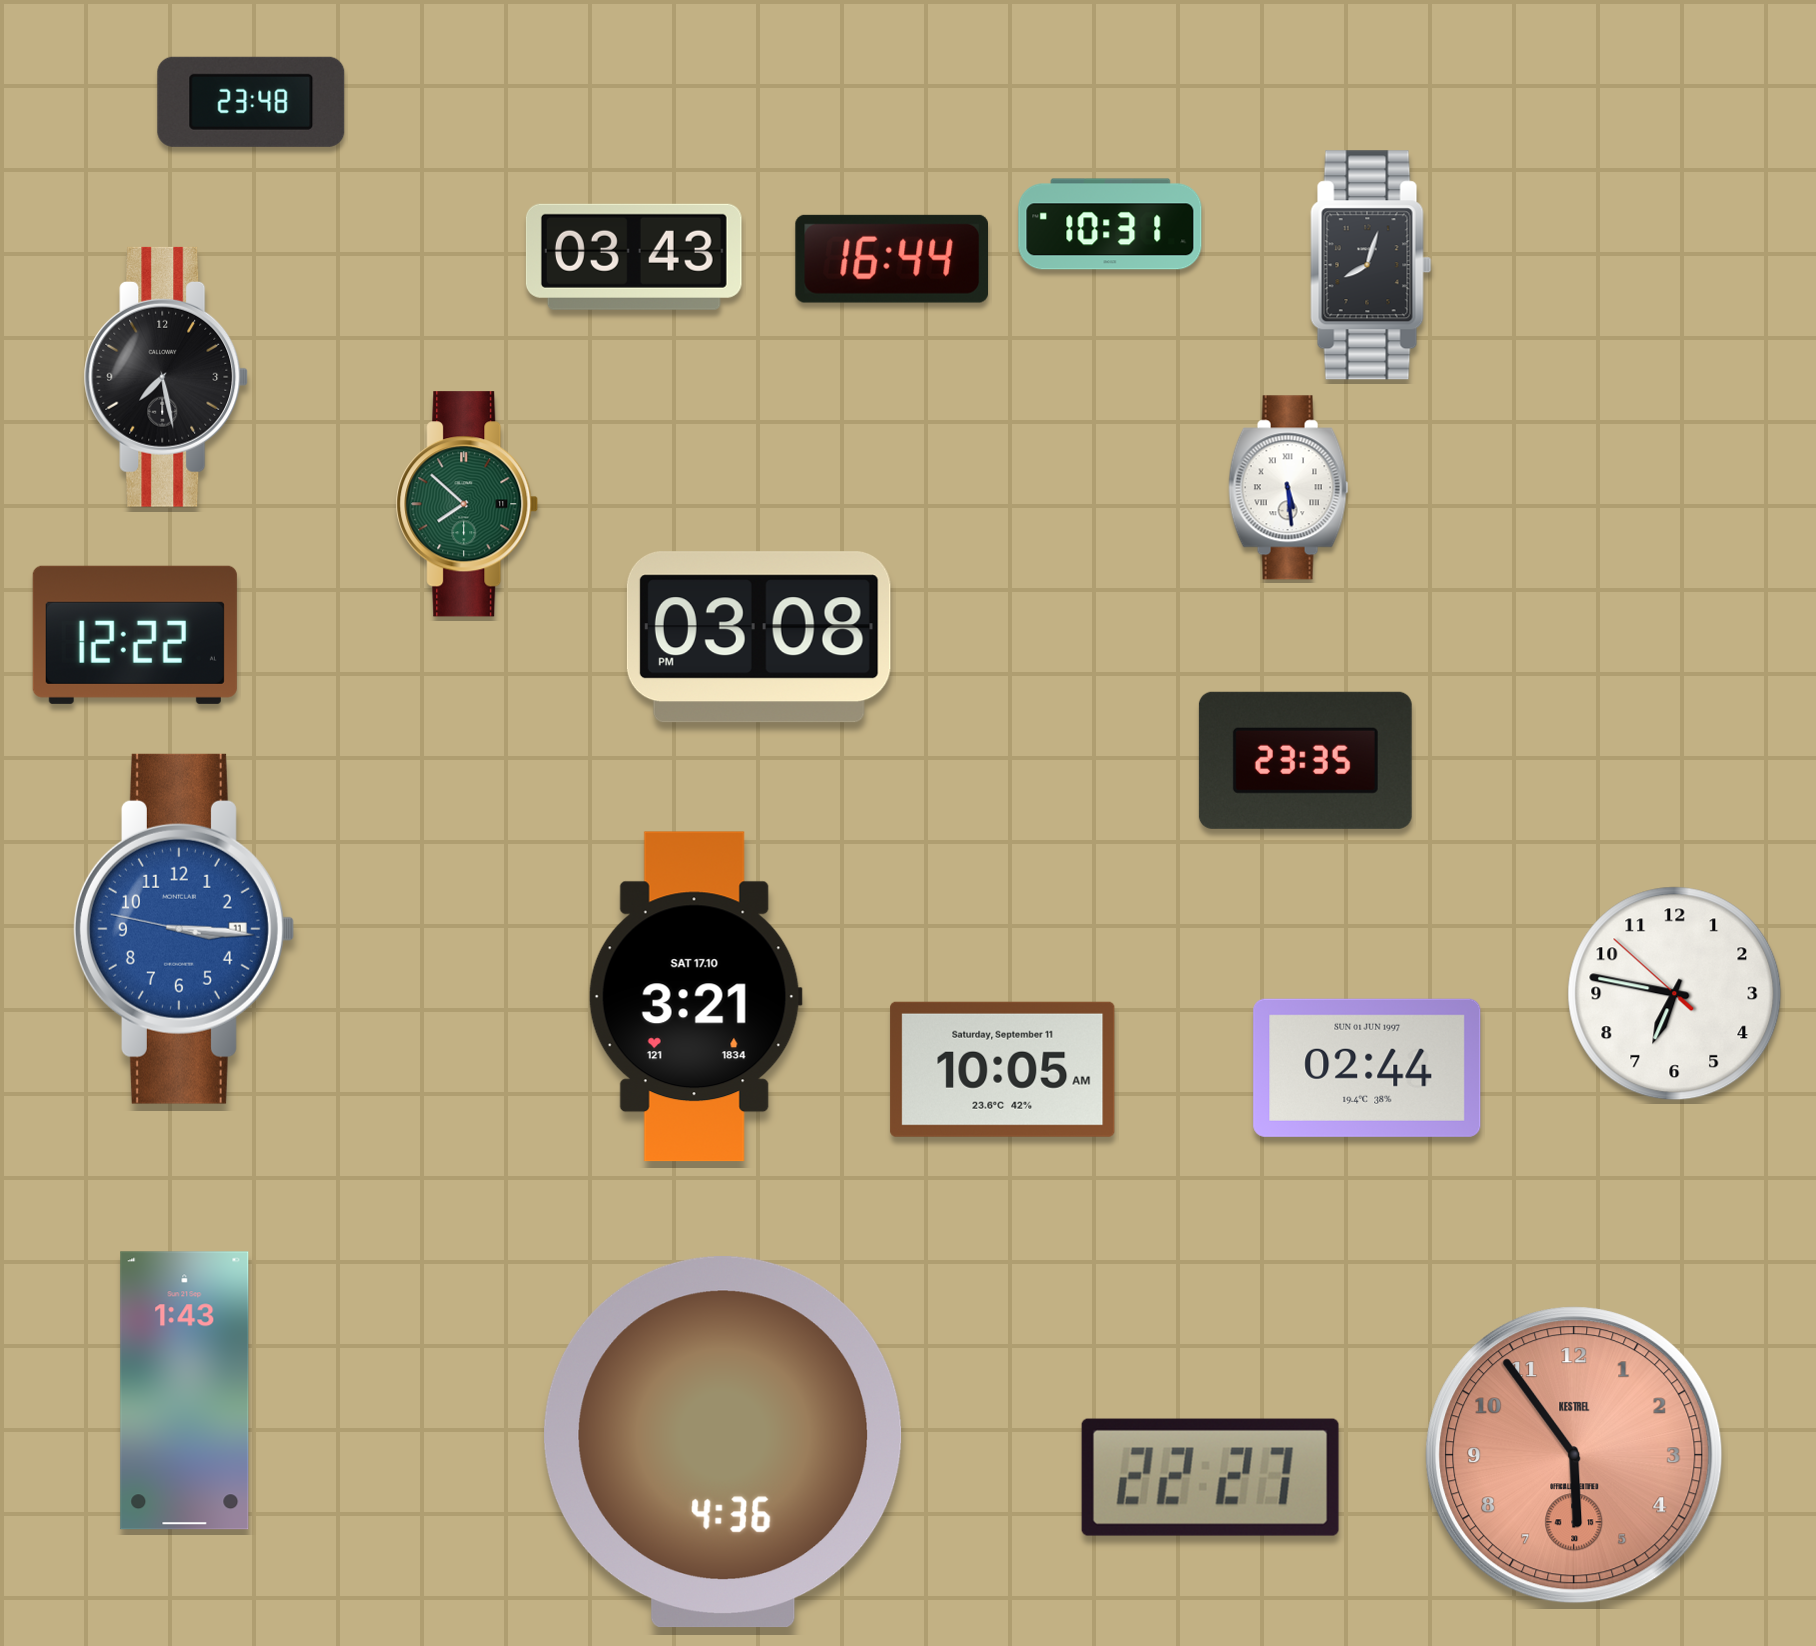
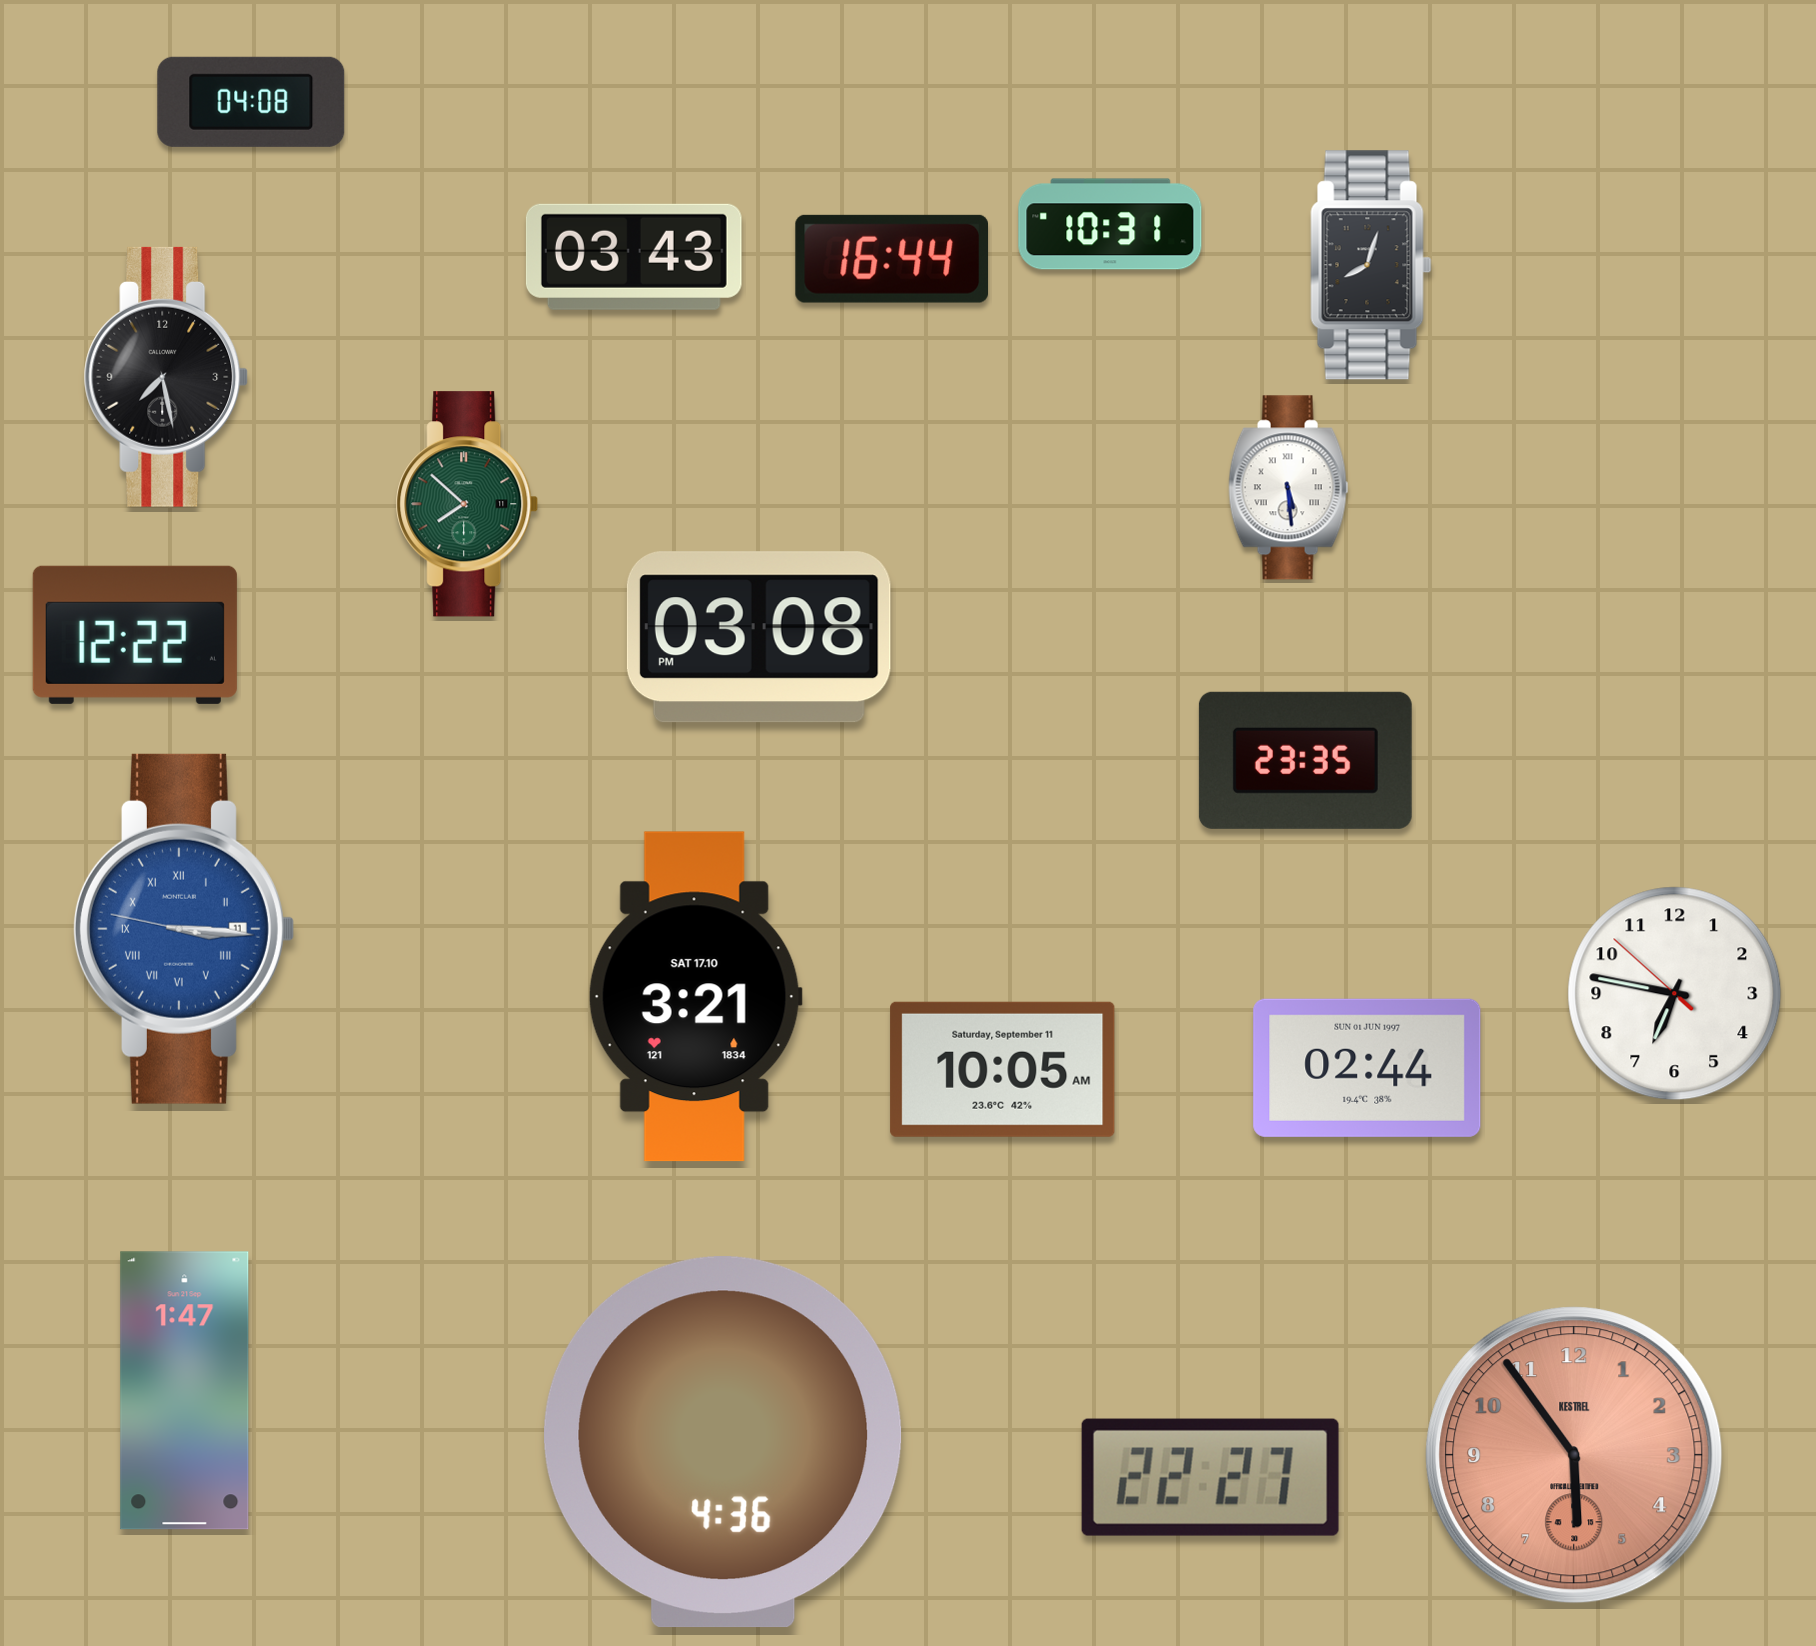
clock at (251, 102): 23:48 -> 04:08
clock at (183, 929) numerals: Arabic -> Roman
clock at (185, 1391): 1:43 -> 1:47
